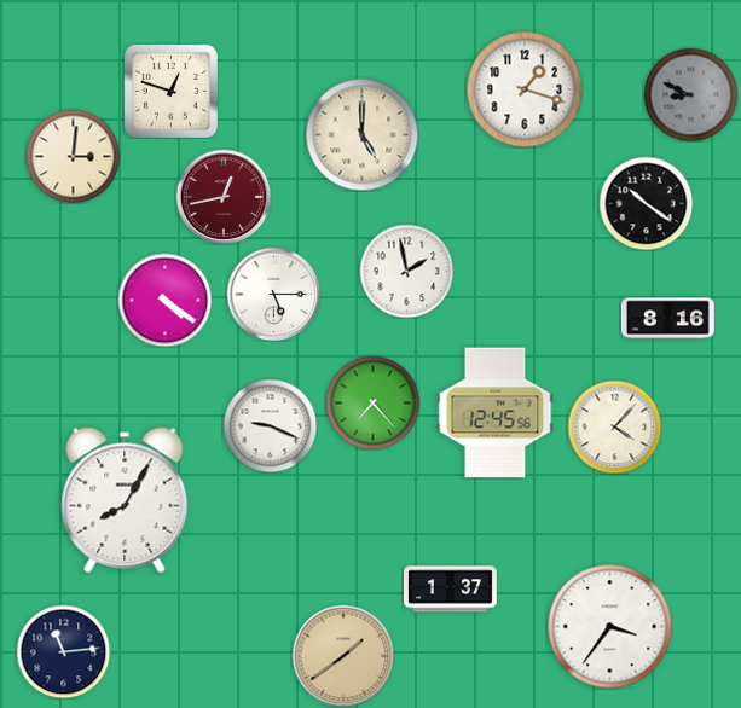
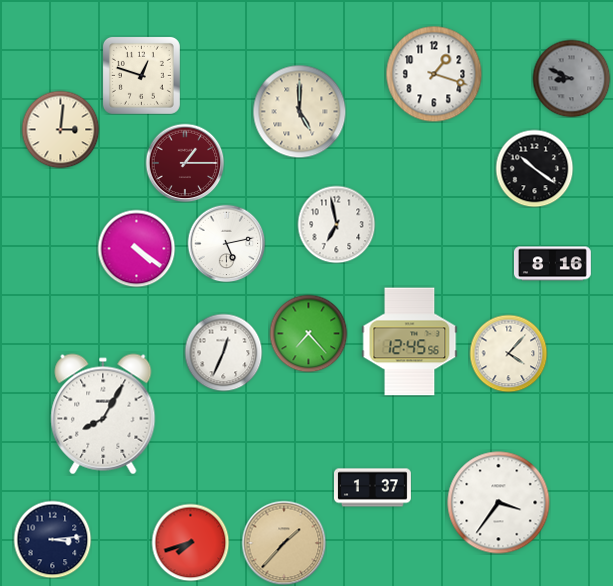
clock at (224, 197): 12:43 -> 1:15
clock at (406, 271): 1:58 -> 6:58
clock at (273, 294): 5:15 -> 5:13
clock at (270, 425): 9:19 -> 12:34
clock at (610, 627) position: (610, 627) -> (499, 503)
clock at (63, 651): 11:14 -> 3:14
clock at (190, 542): none -> 7:42
clock at (343, 656): 1:39 -> 1:37
